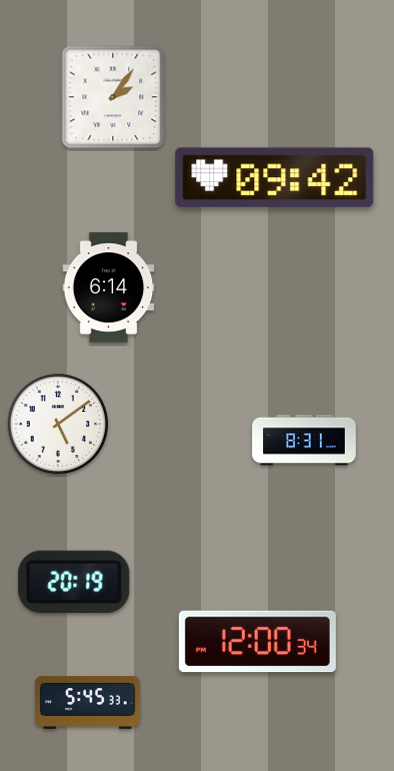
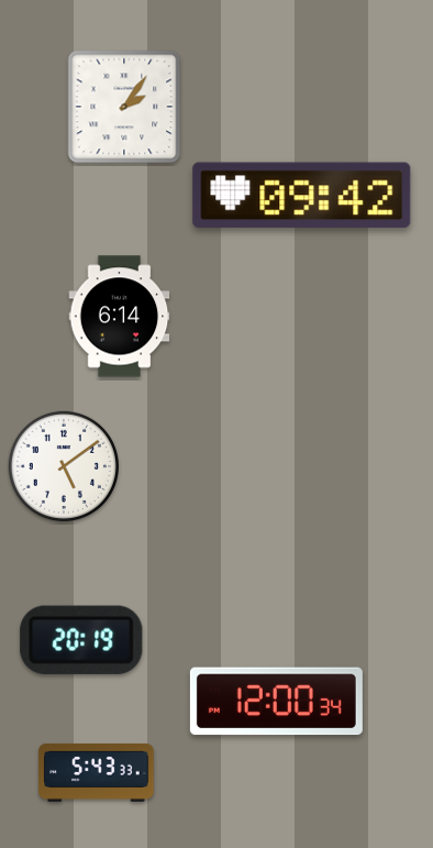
clock at (304, 440): 8:31 -> none
clock at (257, 642) position: (257, 642) -> (276, 702)
clock at (88, 702): 5:45 -> 5:43
